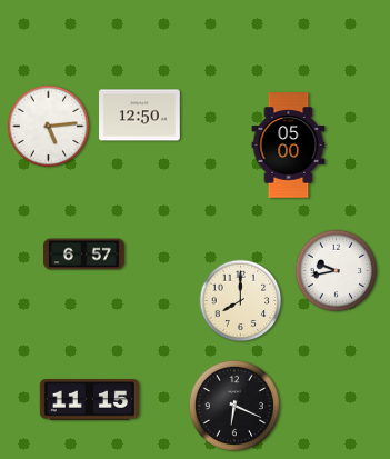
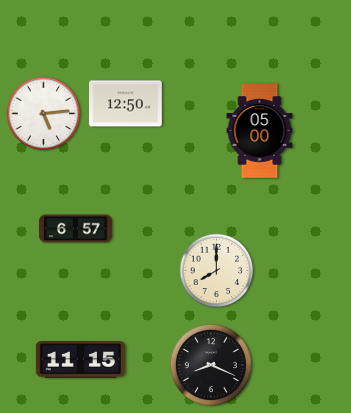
clock at (337, 271): 9:43 -> none
clock at (234, 406): 6:19 -> 8:19
